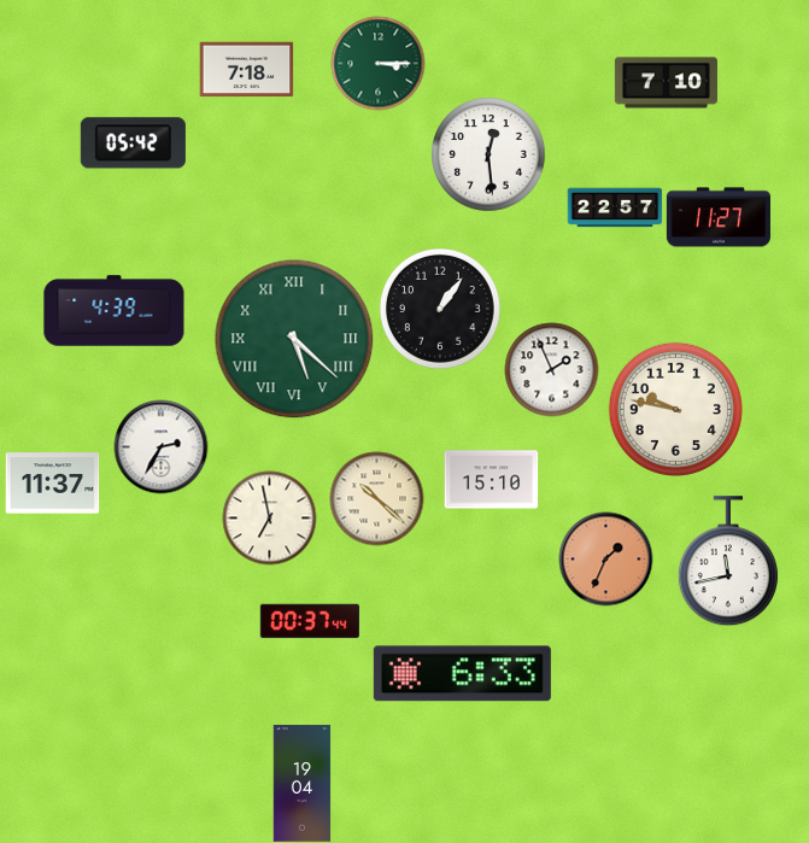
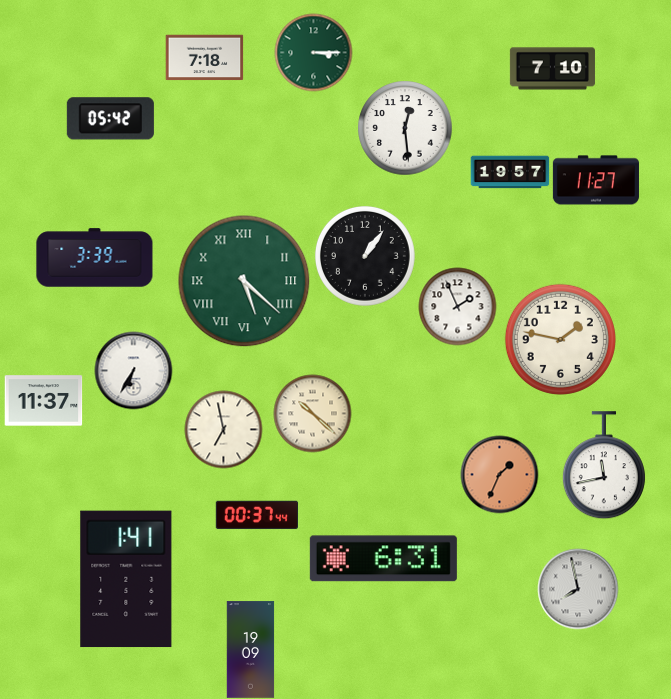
clock at (615, 207): 22:57 -> 19:57
clock at (115, 311): 4:39 -> 3:39
clock at (675, 409): 9:47 -> 1:47
clock at (160, 446): 2:35 -> 6:35
clock at (491, 480): 15:10 -> none
clock at (605, 558) position: (605, 558) -> (499, 474)
clock at (462, 674): 6:33 -> 6:31
clock at (126, 579): none -> 1:41
clock at (578, 589): none -> 7:58
clock at (303, 784): 19:04 -> 19:09
